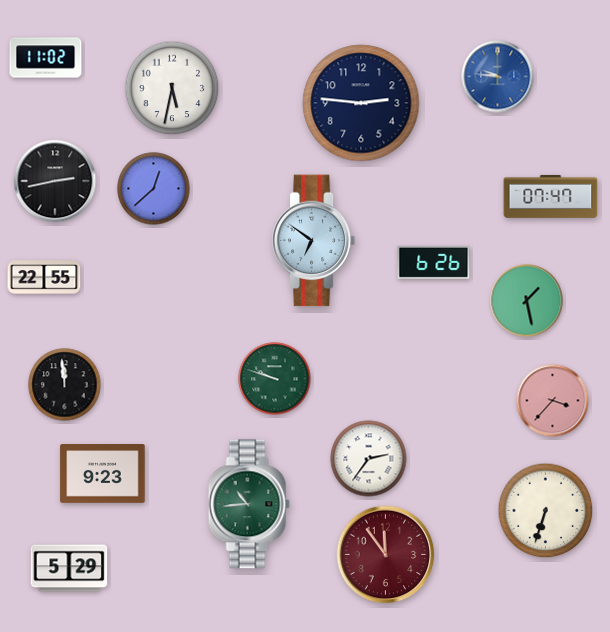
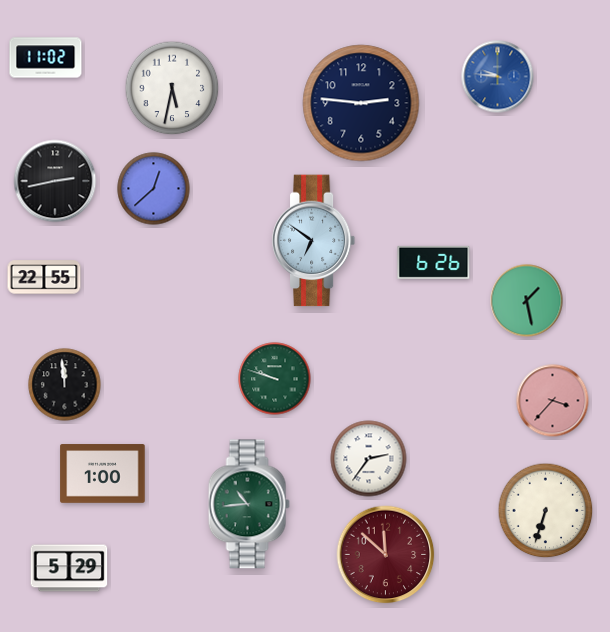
clock at (551, 196): 07:47 -> none
clock at (103, 474): 9:23 -> 1:00
clock at (386, 555): 11:54 -> 11:52
